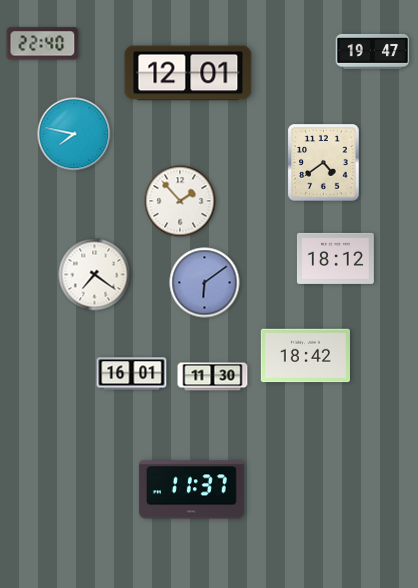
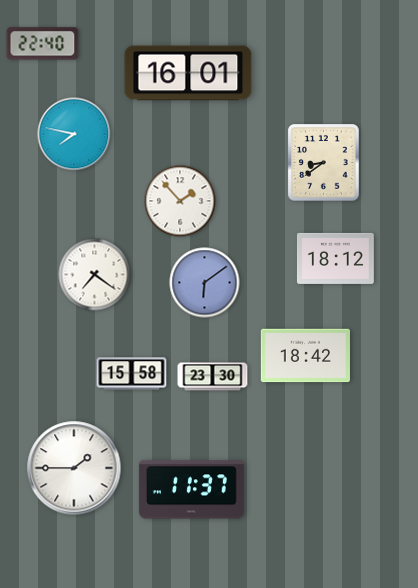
clock at (373, 51): 19:47 -> none
clock at (188, 73): 12:01 -> 16:01
clock at (324, 163): 4:39 -> 8:39
clock at (132, 374): 16:01 -> 15:58
clock at (213, 377): 11:30 -> 23:30
clock at (74, 468): none -> 1:45
